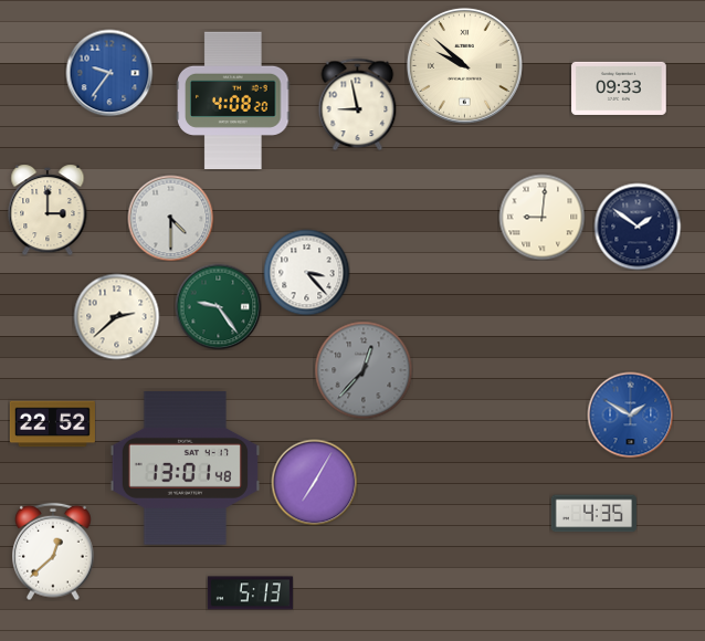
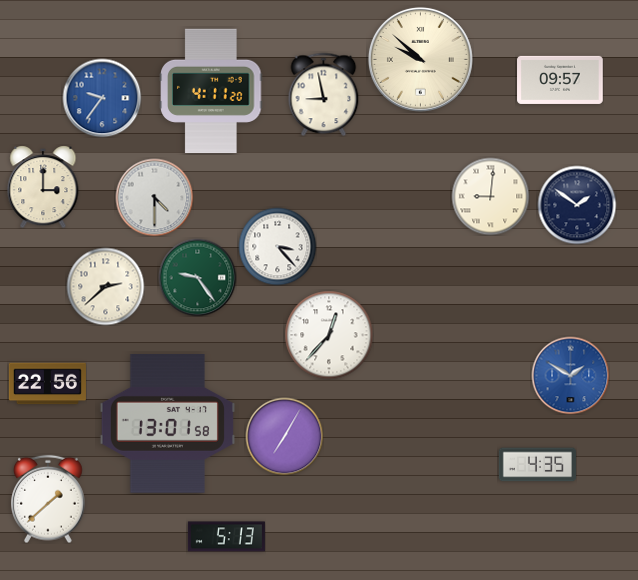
clock at (109, 73) position: (109, 73) -> (102, 98)
clock at (619, 88): 09:33 -> 09:57
clock at (233, 101): 4:08 -> 4:11
clock at (48, 210) position: (48, 210) -> (43, 187)
clock at (364, 370) dial: grey -> white
clock at (52, 424): 22:52 -> 22:56
clock at (185, 469): 13:01:48 -> 13:01:58
clock at (54, 551): 12:38 -> 1:38
